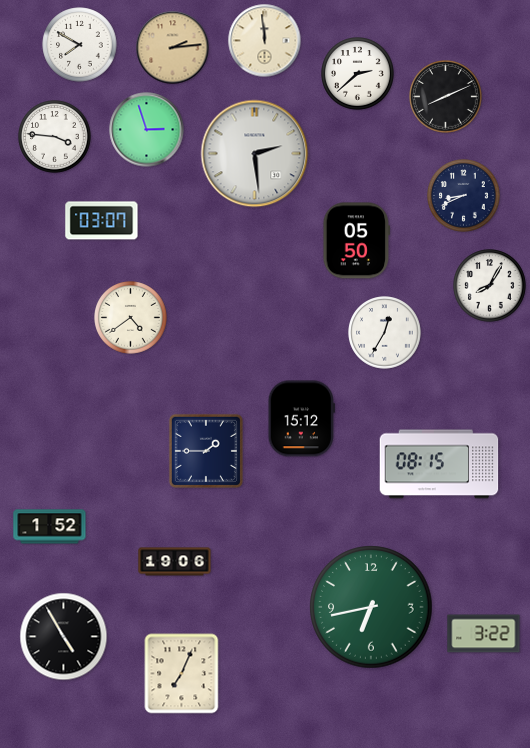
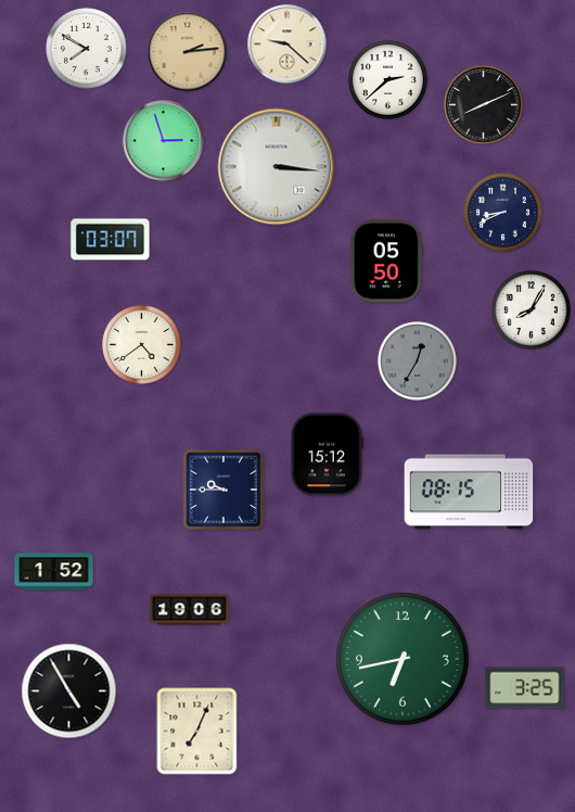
clock at (265, 41): 11:59 -> 9:22
clock at (147, 130) position: (147, 130) -> (164, 141)
clock at (55, 137): 3:46 -> none
clock at (255, 154): 2:29 -> 3:16
clock at (385, 333) dial: white -> grey
clock at (206, 451): 1:45 -> 9:45
clock at (439, 464) position: (439, 464) -> (469, 492)
clock at (484, 634): 3:22 -> 3:25
